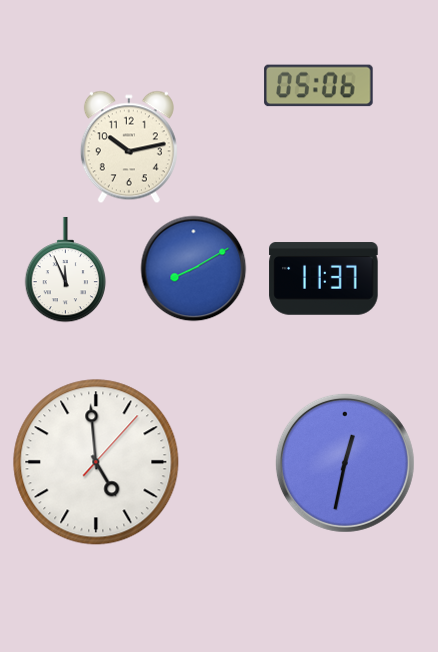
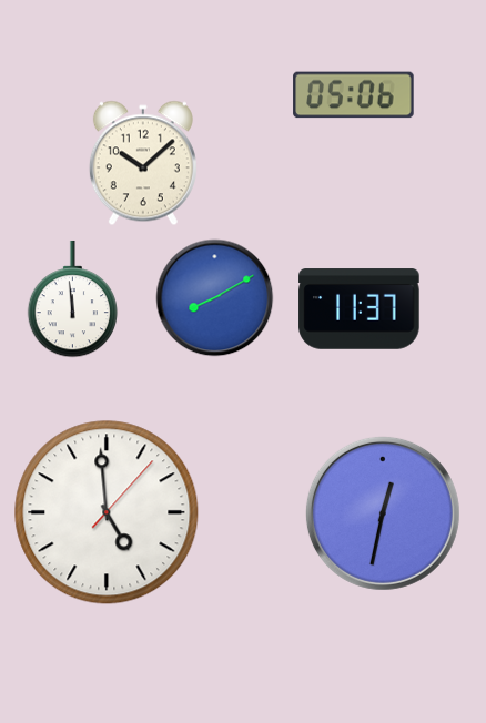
clock at (129, 147): 10:13 -> 10:08
clock at (66, 270): 11:56 -> 11:59
